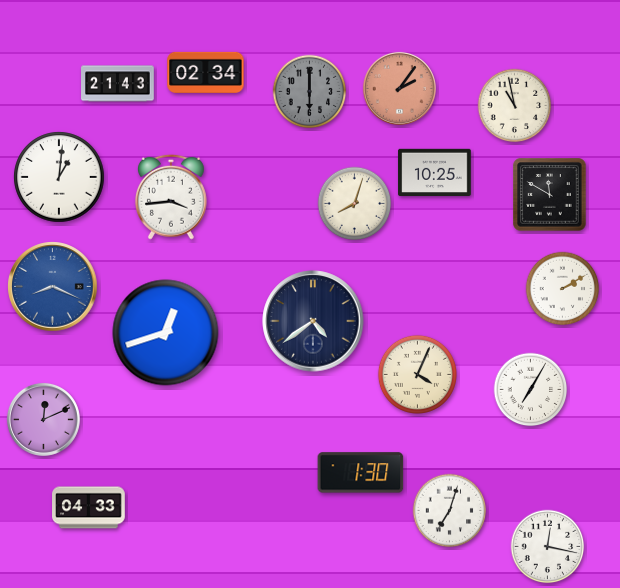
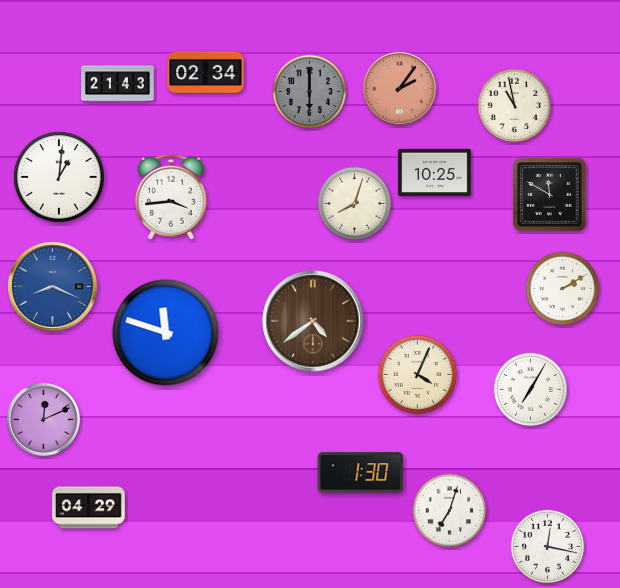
clock at (313, 321) dial: navy -> brown
clock at (166, 333): 12:42 -> 11:48
clock at (89, 508): 04:33 -> 04:29
